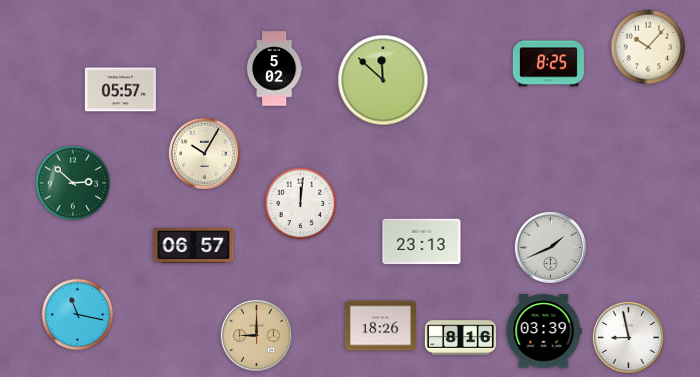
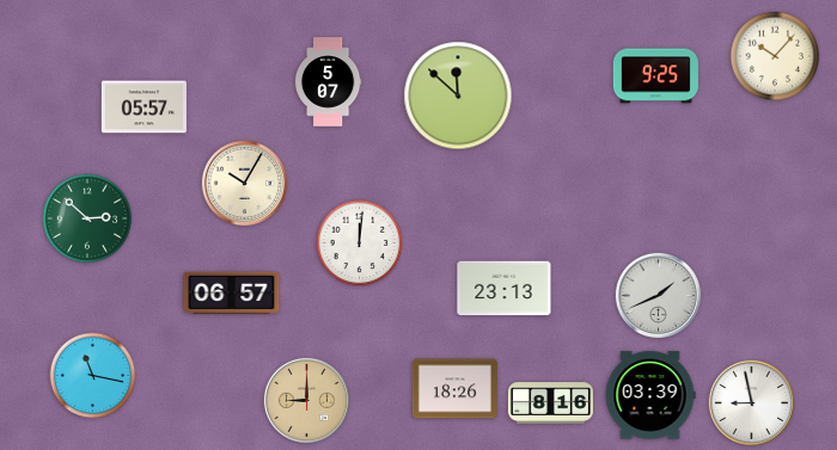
clock at (548, 64): 8:25 -> 9:25
clock at (274, 69): 5:02 -> 5:07
